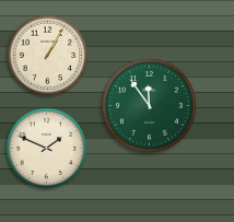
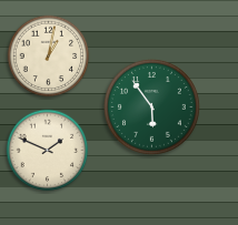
clock at (48, 56): 1:05 -> 1:02
clock at (149, 105): 11:54 -> 5:54
